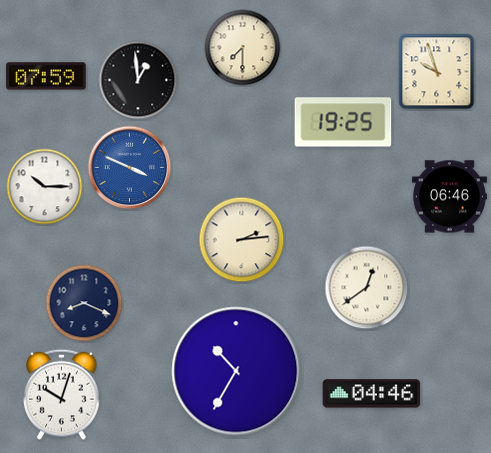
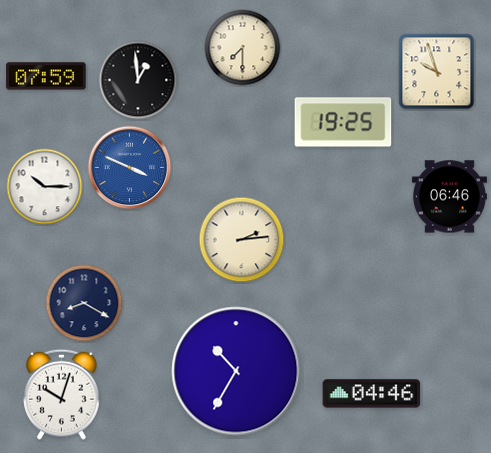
clock at (367, 288): 12:39 -> none
clock at (84, 303): 8:19 -> 8:20
